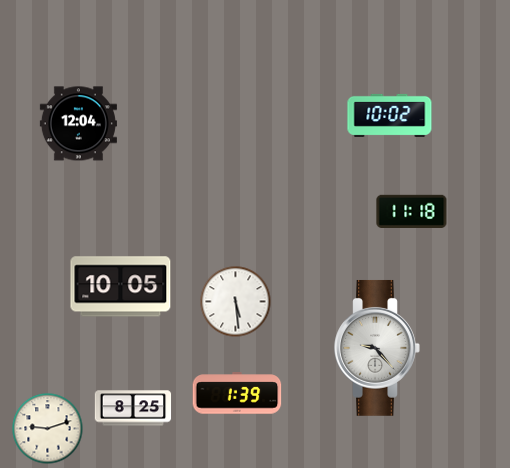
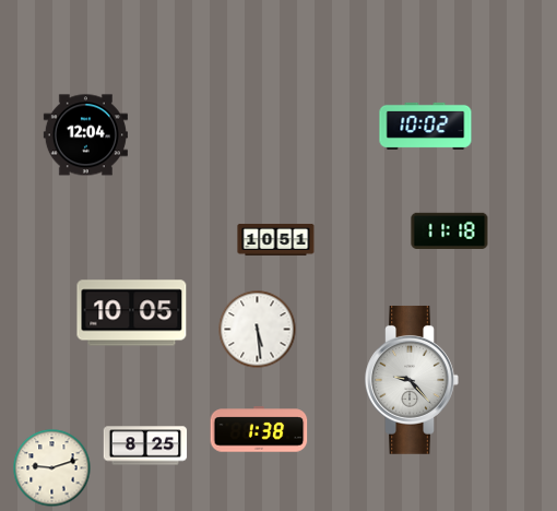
clock at (276, 239): none -> 10:51
clock at (237, 393): 1:39 -> 1:38
